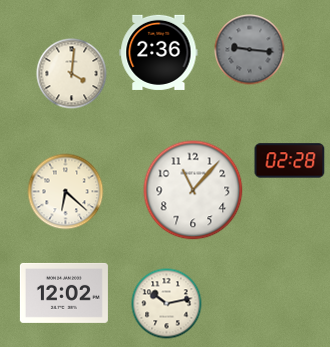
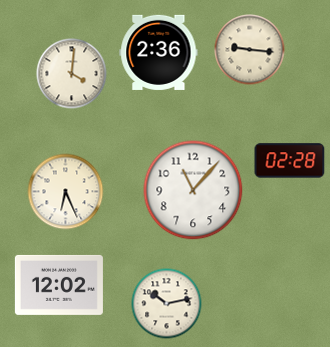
clock at (250, 50) dial: grey -> cream
clock at (66, 192): 6:22 -> 6:26
clock at (64, 293) position: (64, 293) -> (59, 285)
